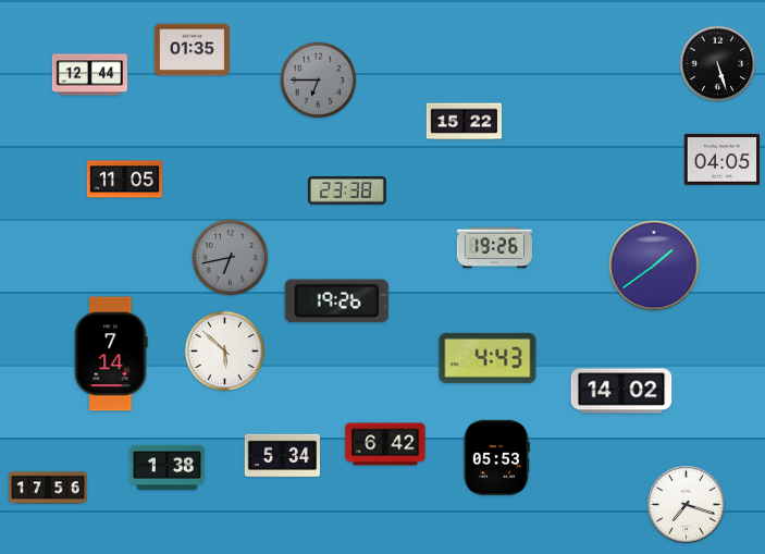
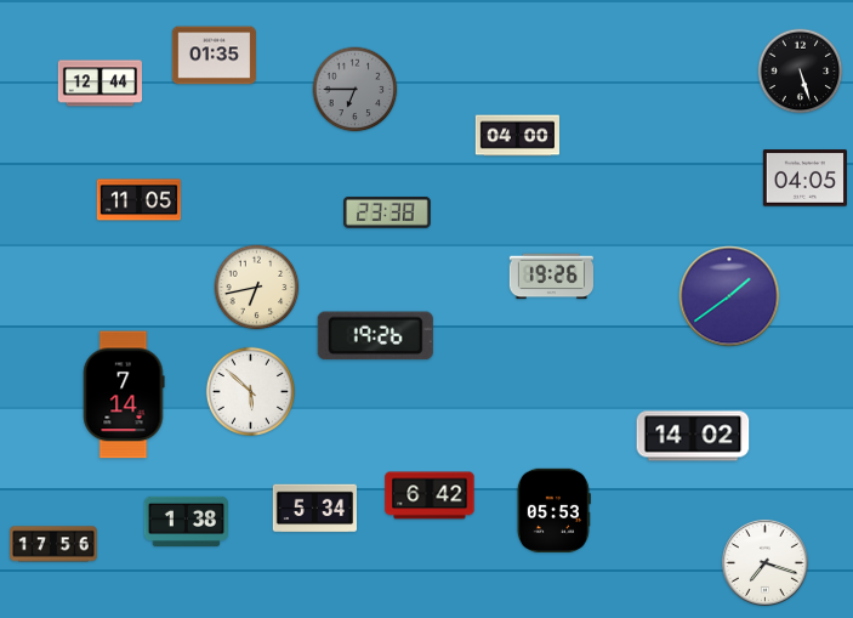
clock at (465, 122): 15:22 -> 04:00
clock at (231, 258) dial: grey -> cream
clock at (488, 358): 4:43 -> none
